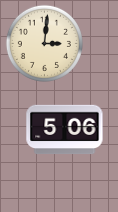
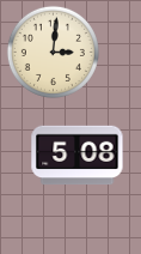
clock at (65, 130): 5:06 -> 5:08
